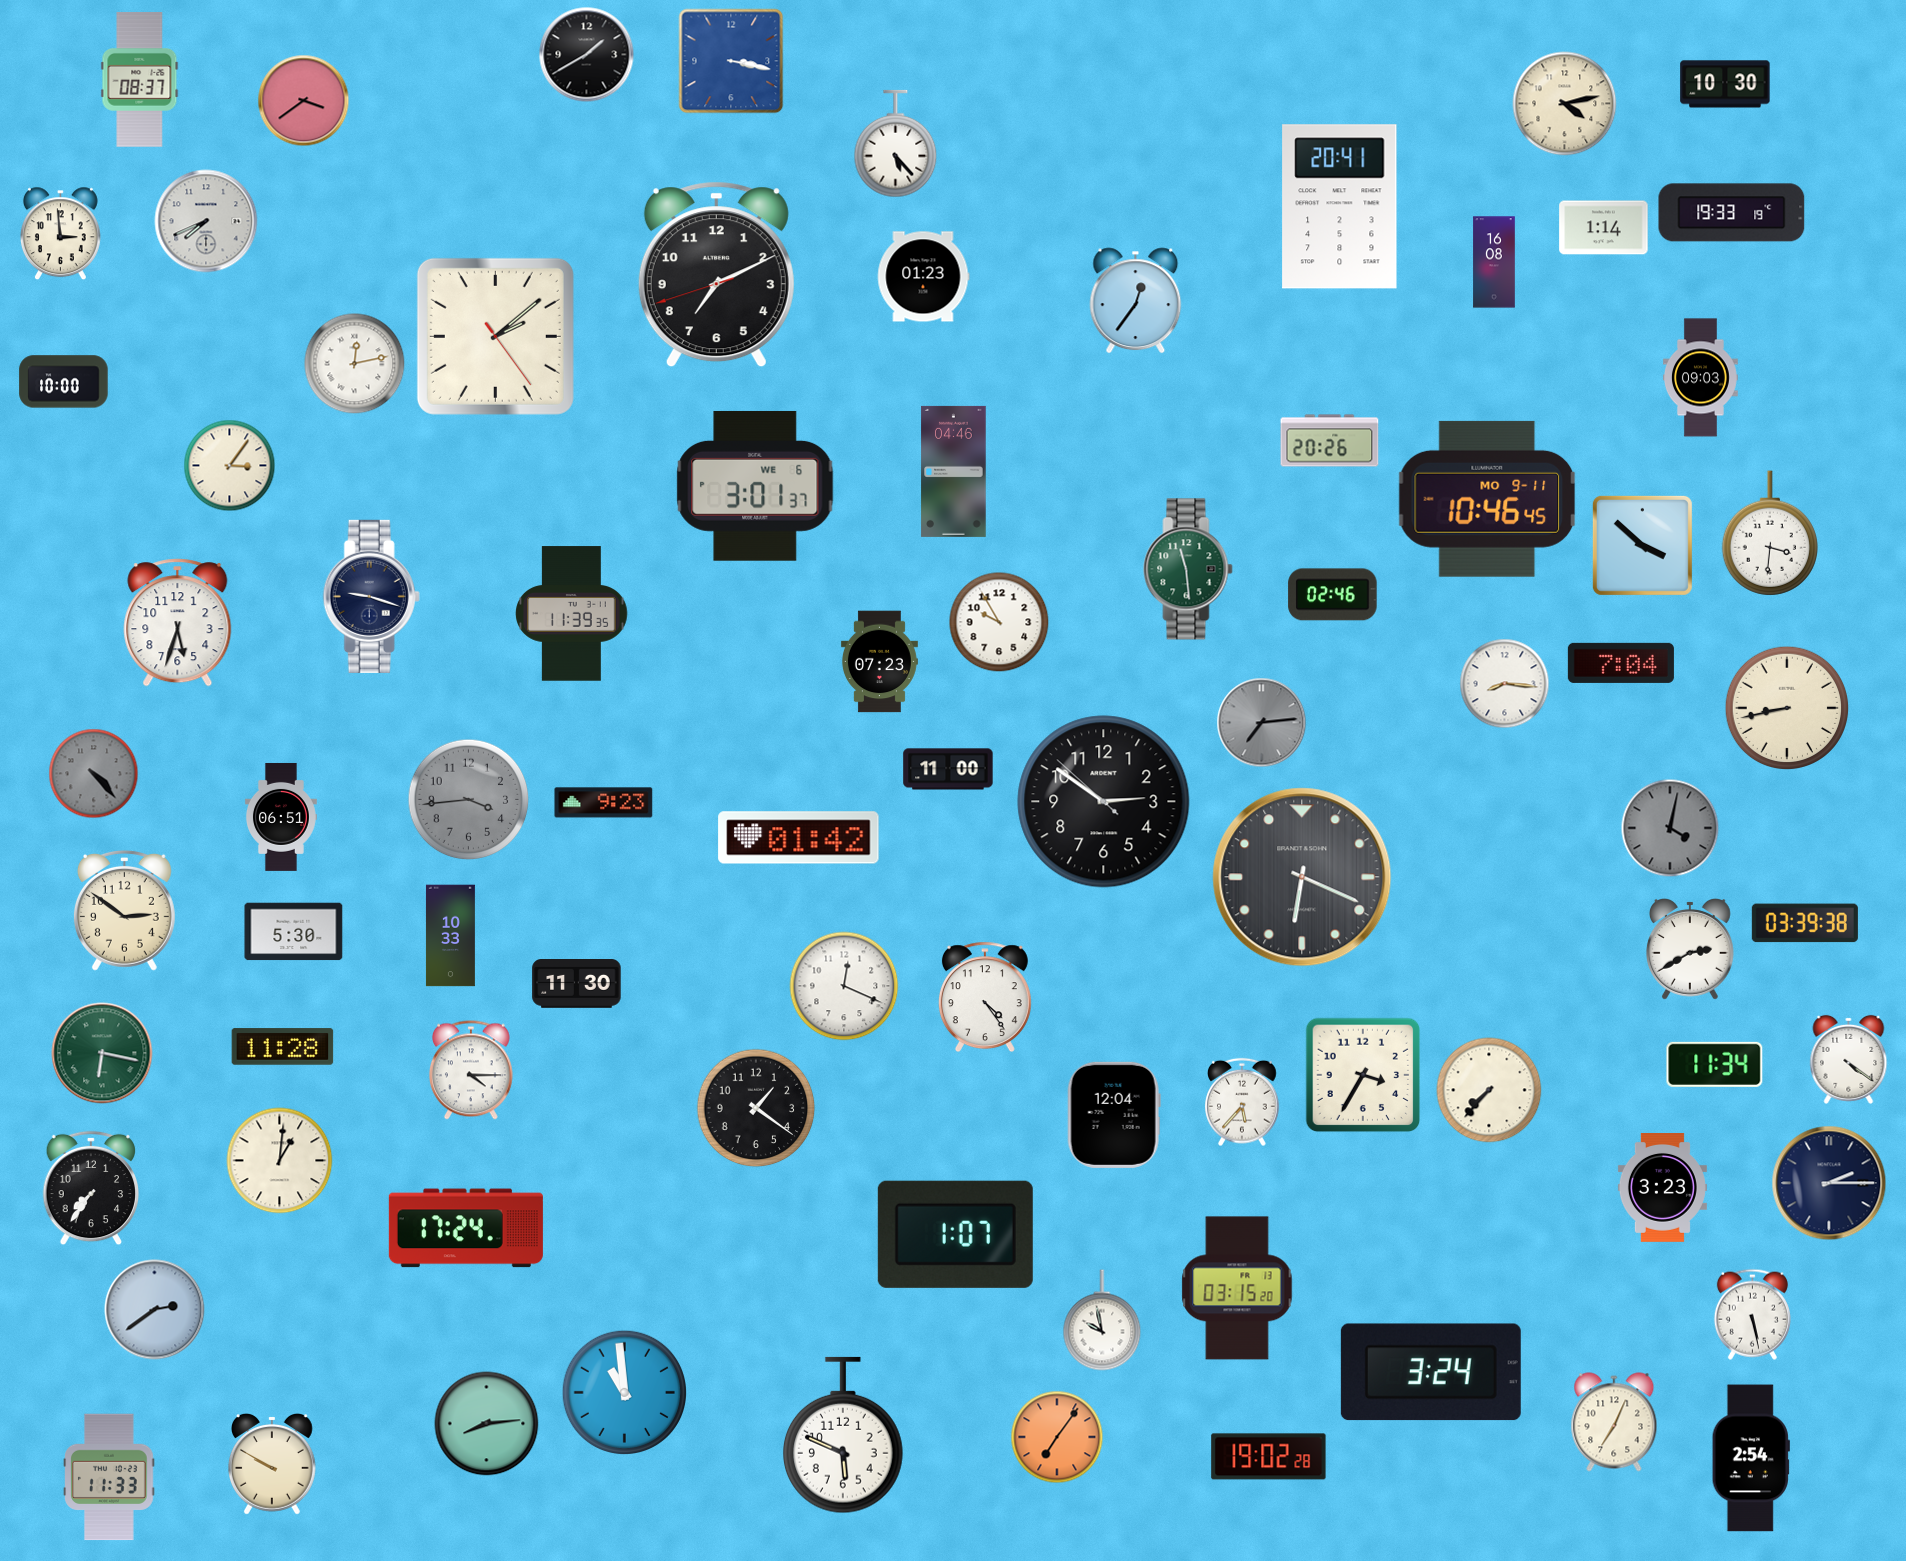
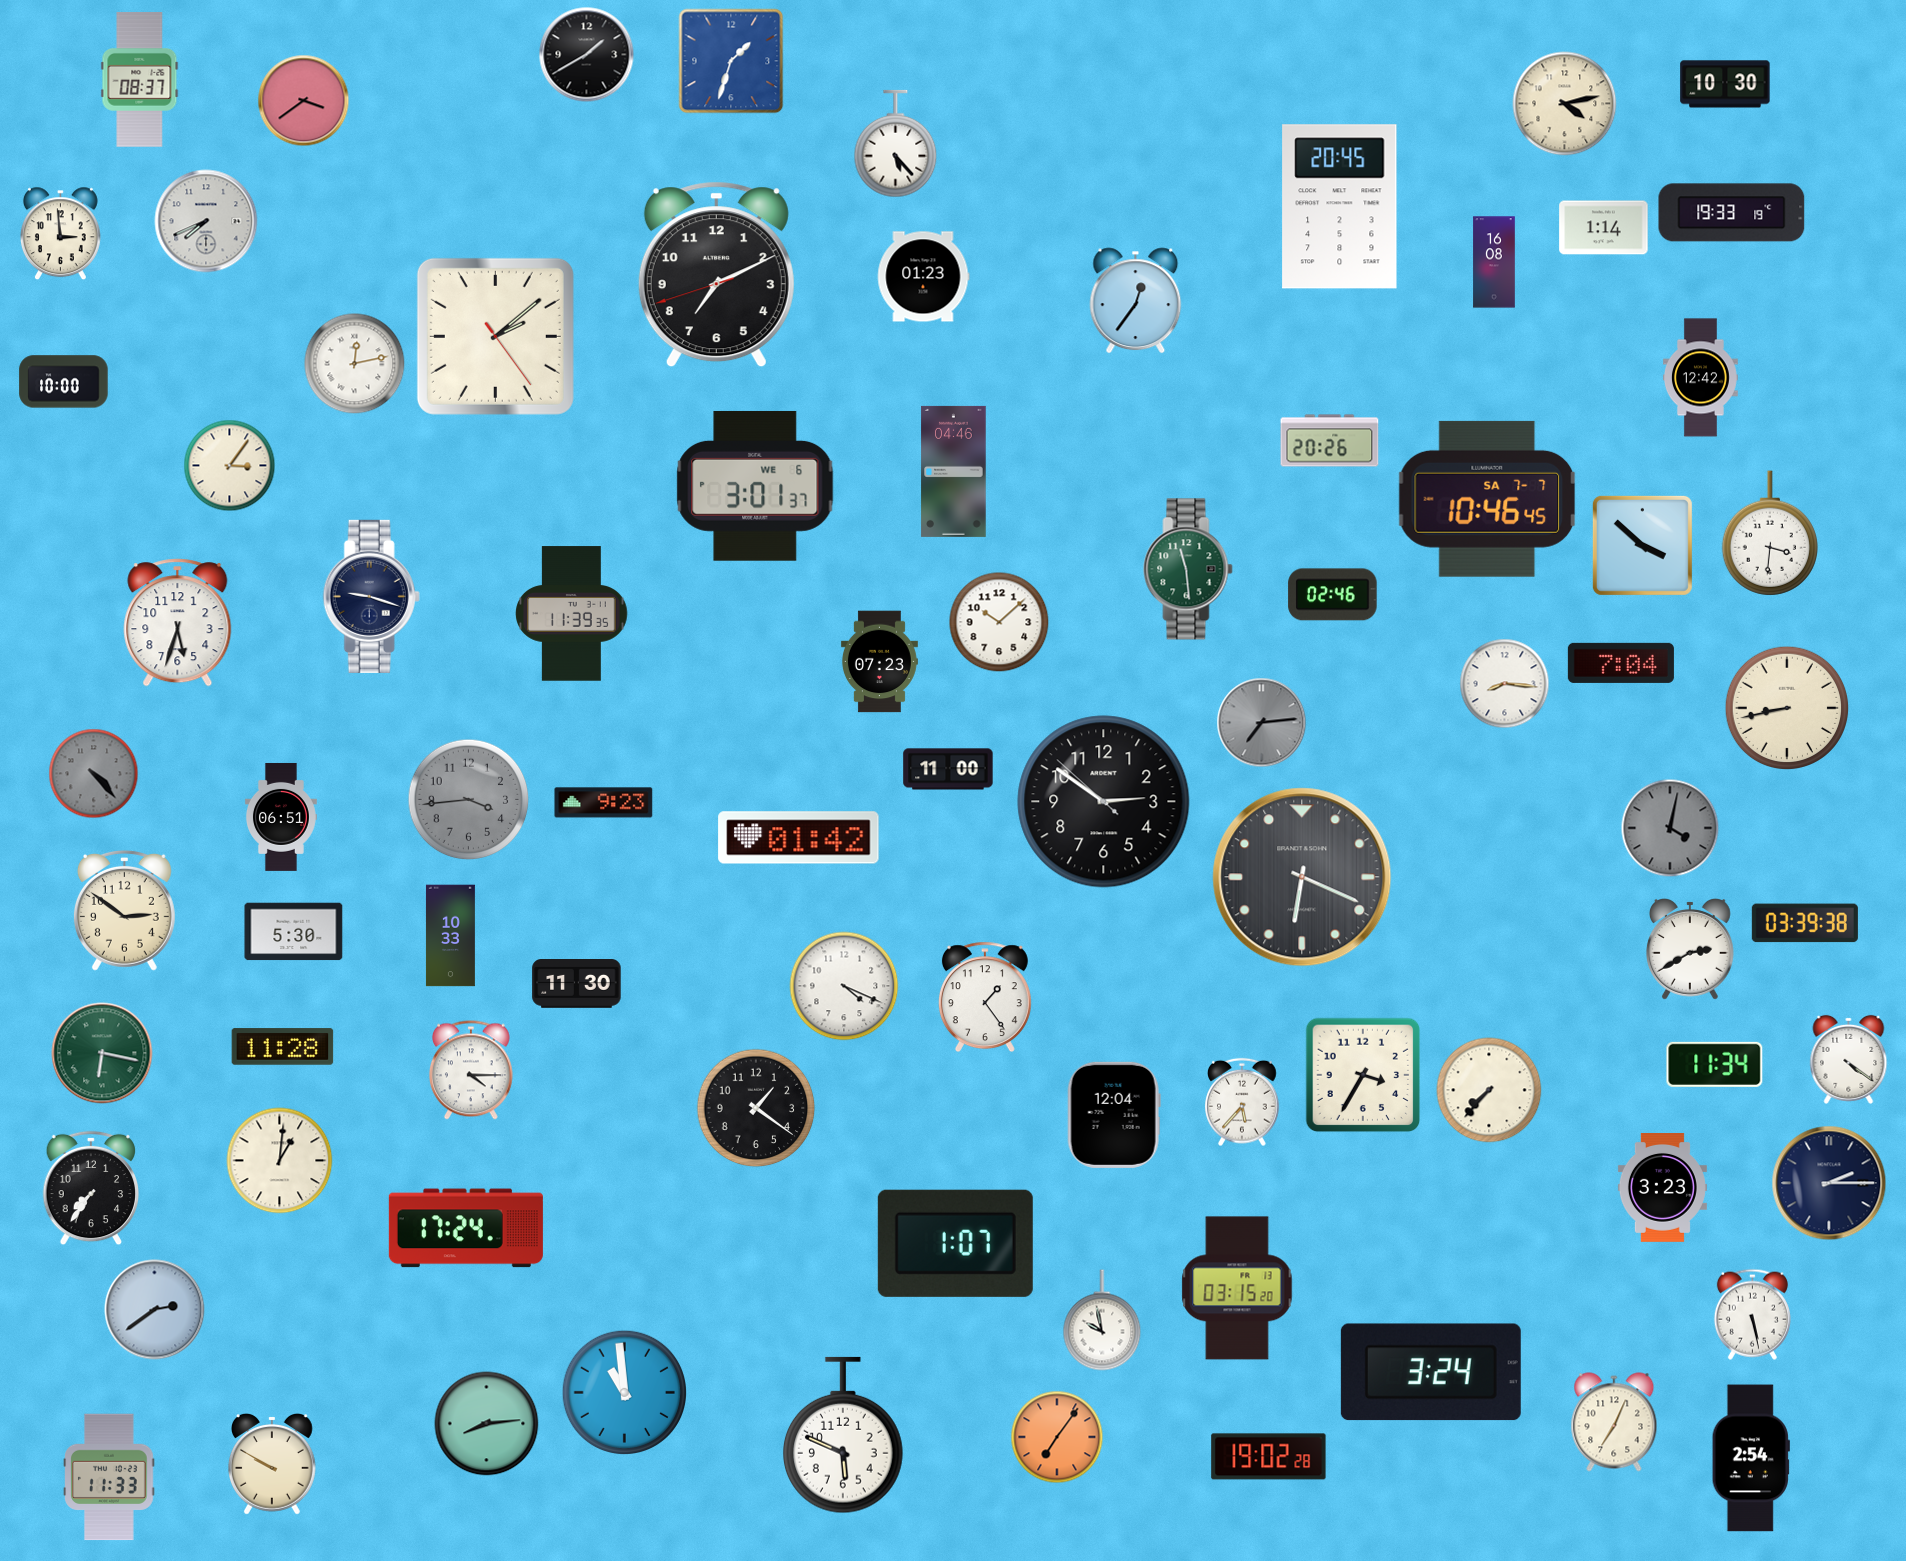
clock at (731, 61): 3:17 -> 1:33
clock at (1340, 207): 20:41 -> 20:45
clock at (1701, 378): 09:03 -> 12:42
clock at (1487, 499) date: MO 9-11 -> SA 7-7
clock at (999, 622): 9:55 -> 10:08
clock at (844, 986): 12:19 -> 4:19
clock at (985, 997): 4:24 -> 1:24
clock at (955, 1234) position: (955, 1234) -> (955, 1243)
